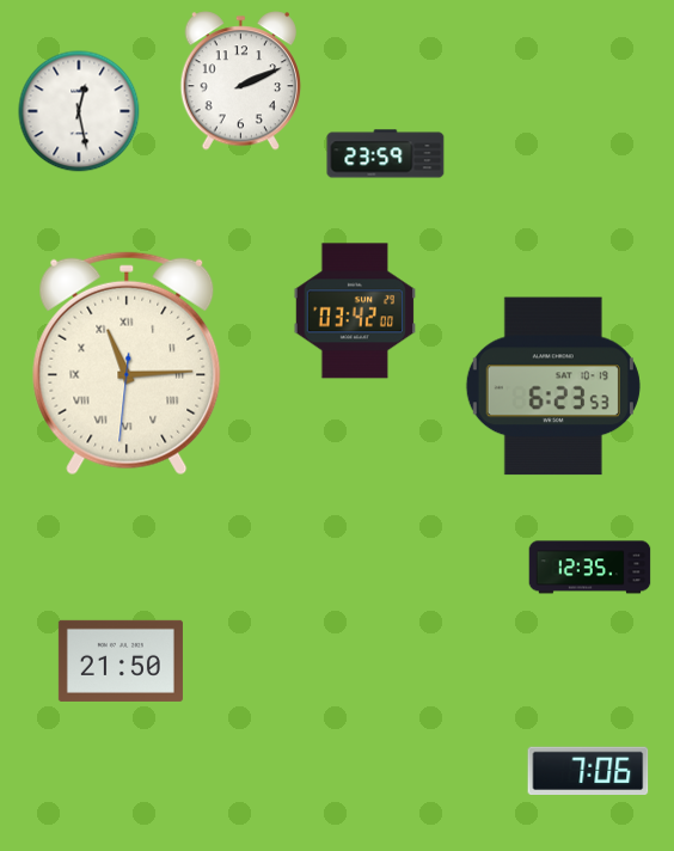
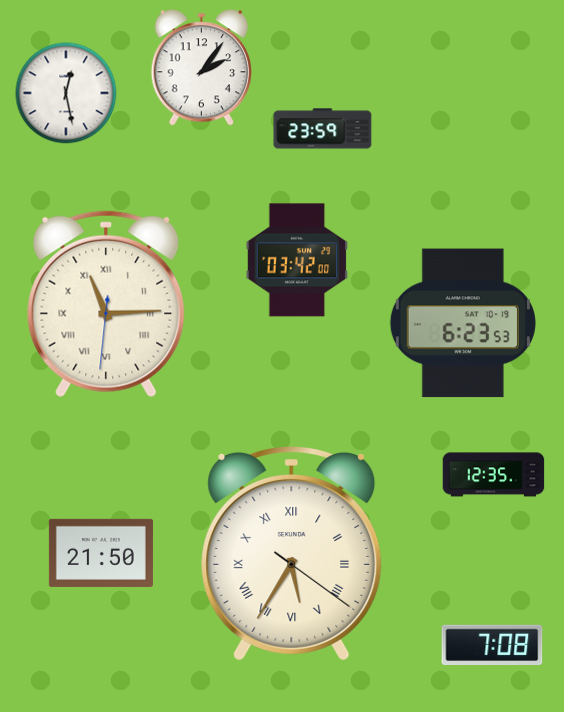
clock at (240, 81): 2:11 -> 2:06
clock at (292, 553): none -> 5:35
clock at (588, 770): 7:06 -> 7:08
